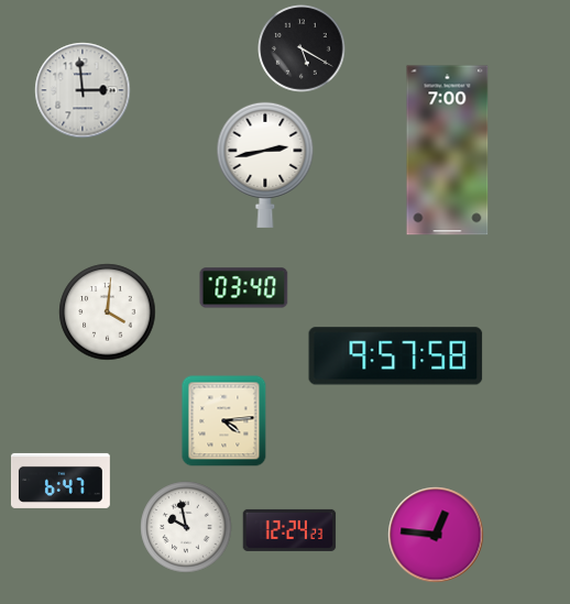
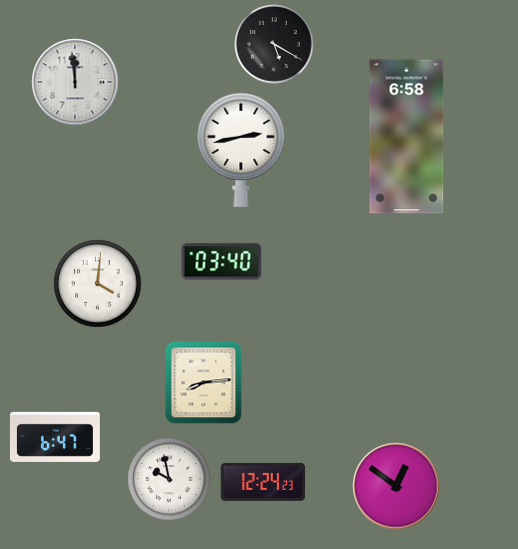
clock at (83, 90): 2:59 -> 11:59
clock at (448, 151): 7:00 -> 6:58
clock at (396, 356): 9:57 -> none
clock at (224, 421): 4:14 -> 8:14
clock at (436, 535): 12:46 -> 12:51
